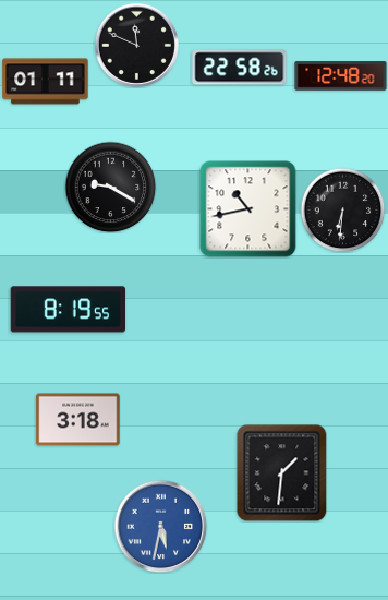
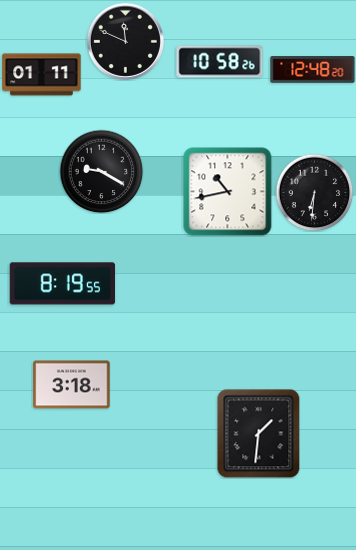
clock at (240, 68): 22:58 -> 10:58
clock at (160, 526): 5:32 -> none
